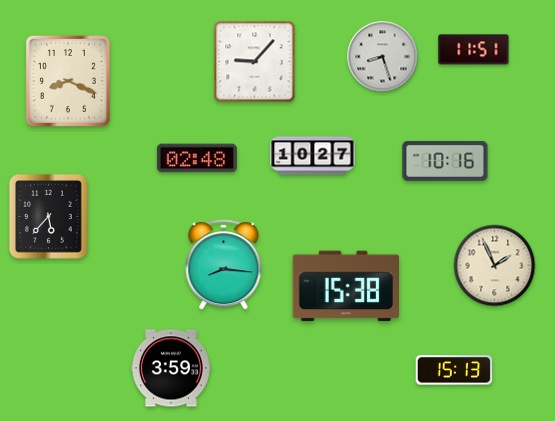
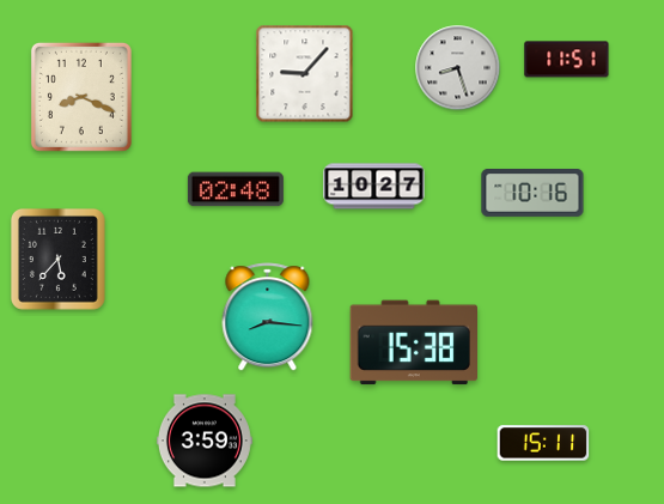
clock at (495, 266): 1:56 -> none
clock at (454, 370): 15:13 -> 15:11
